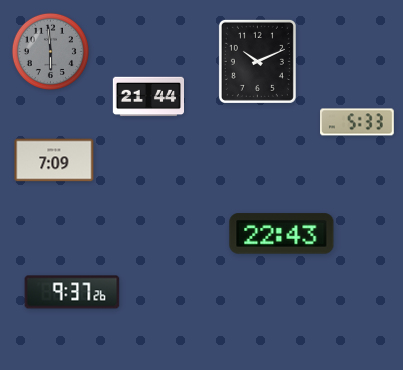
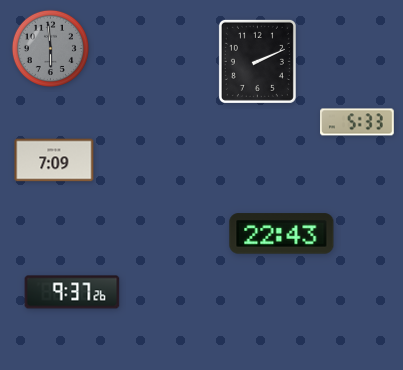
clock at (50, 51) position: (50, 51) -> (50, 48)
clock at (257, 61): 10:11 -> 2:11
clock at (148, 97): 21:44 -> none
